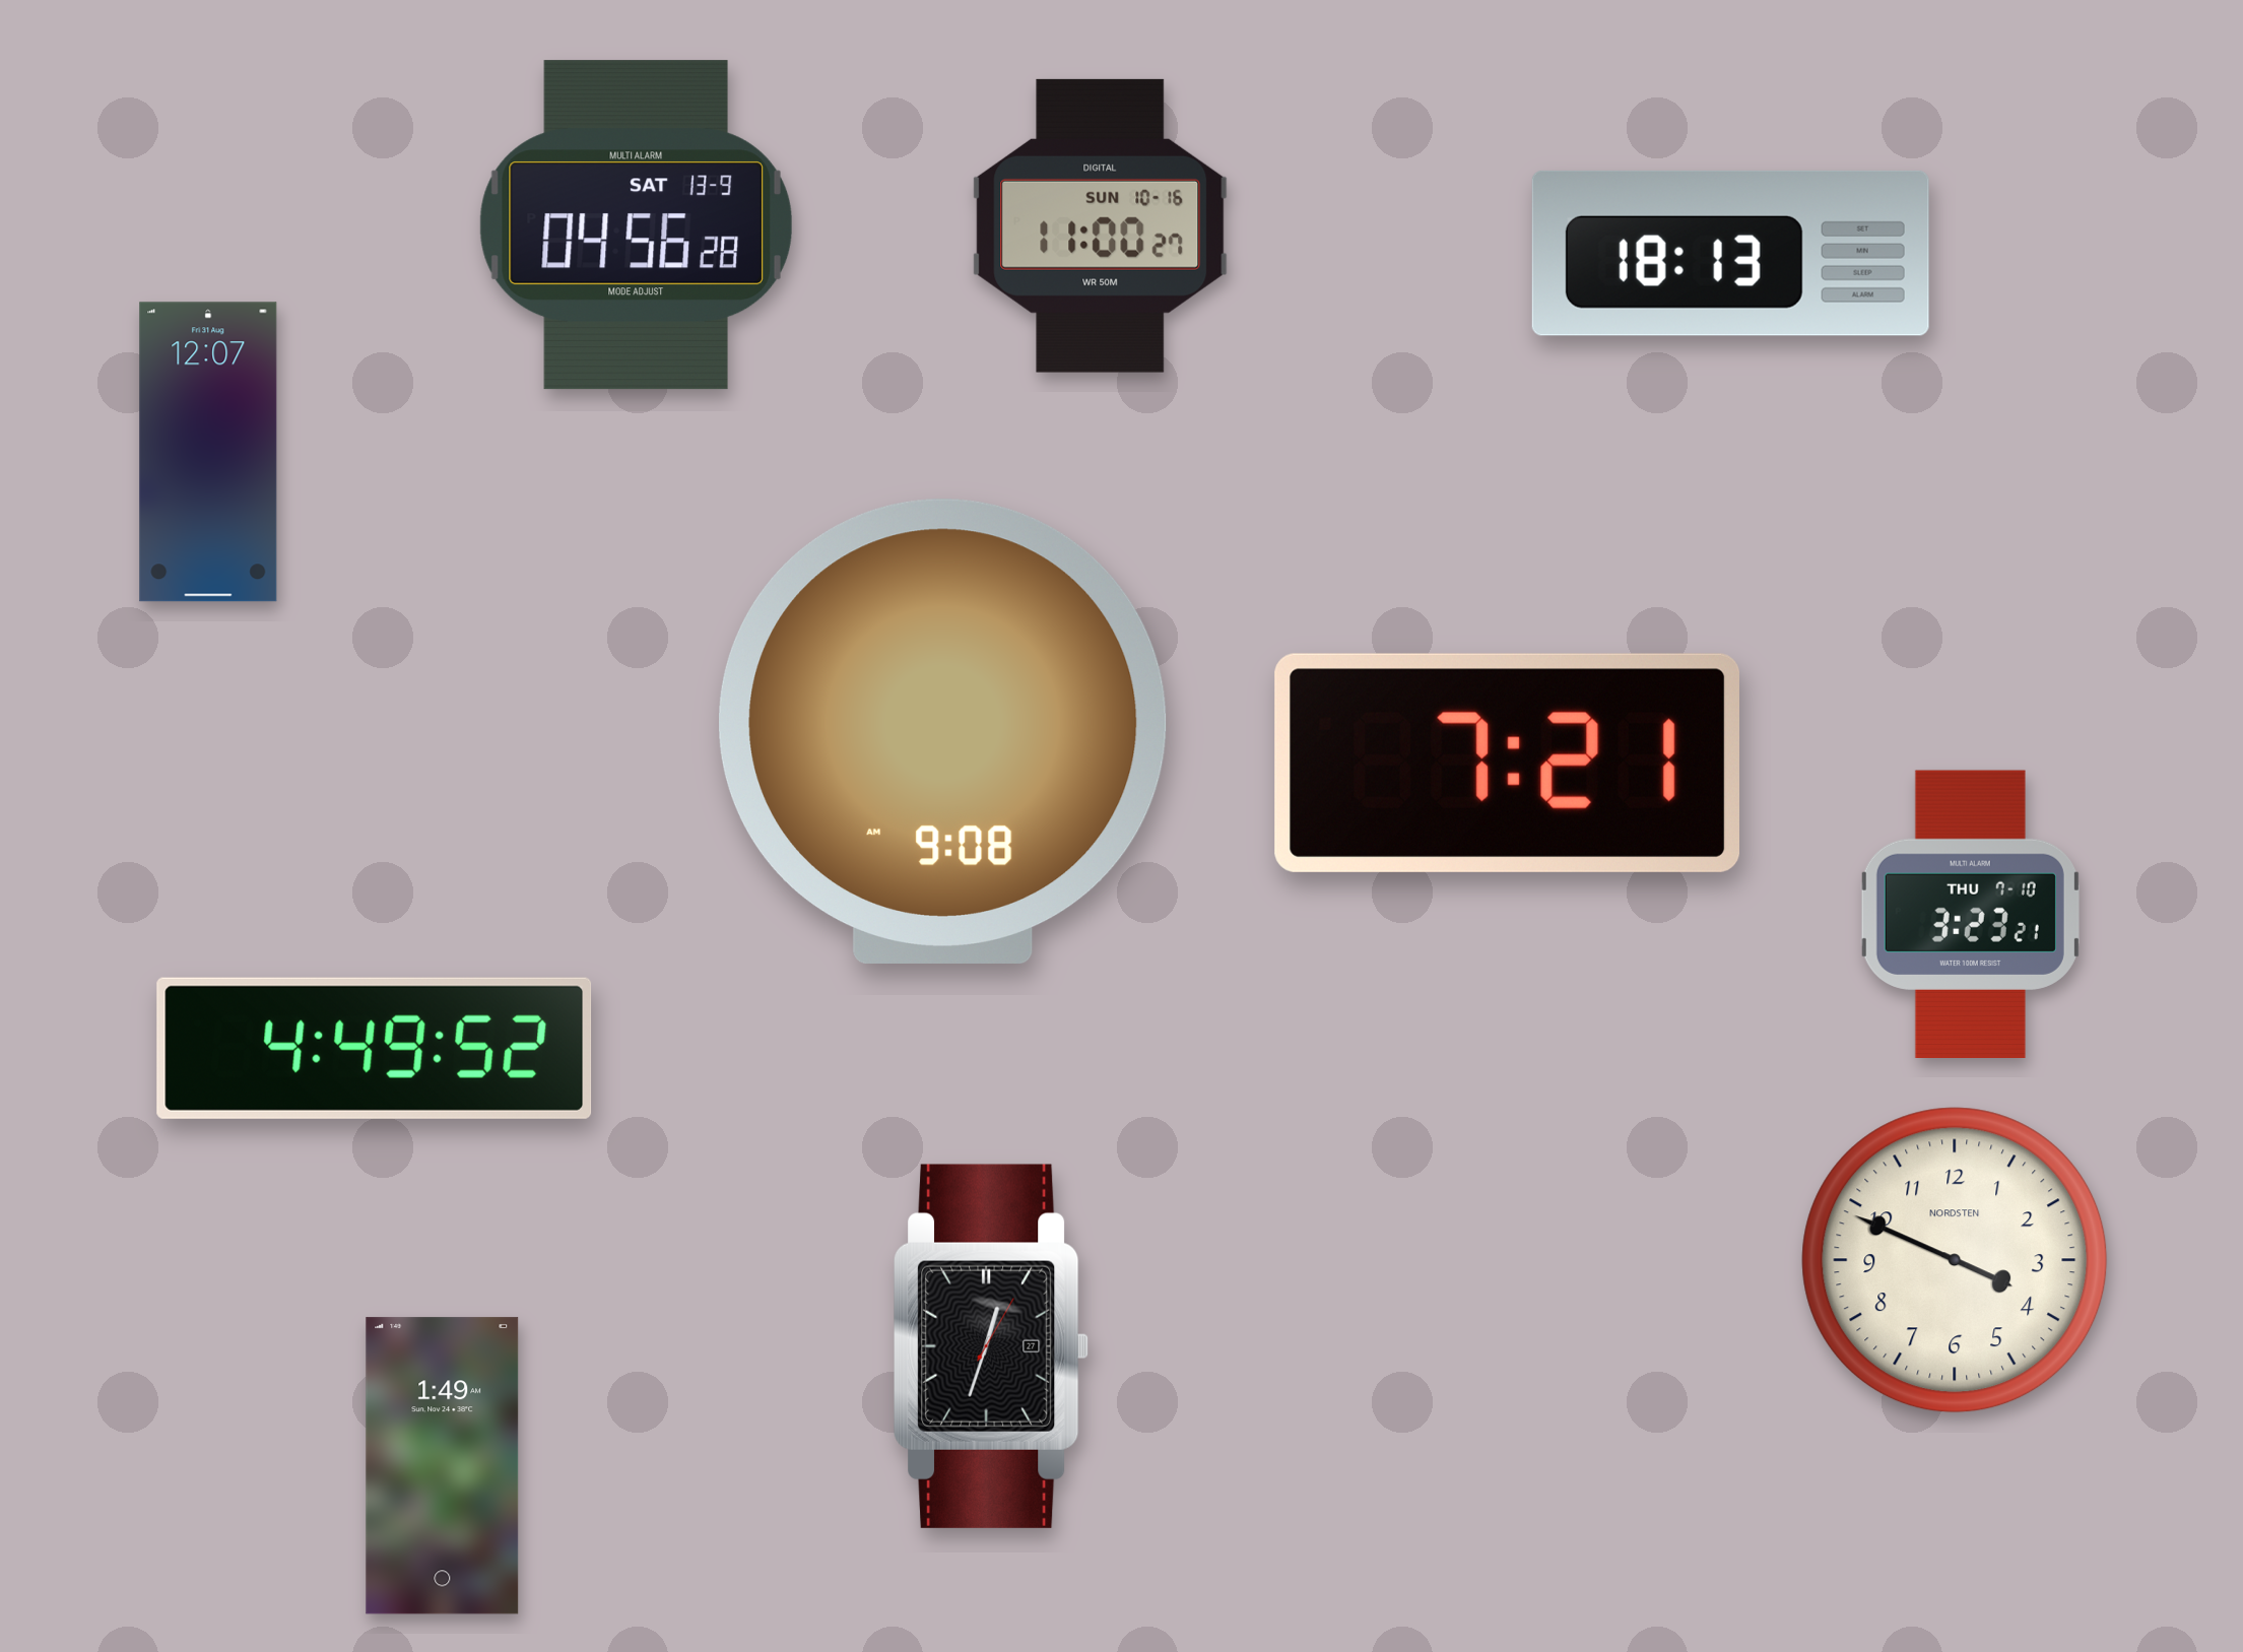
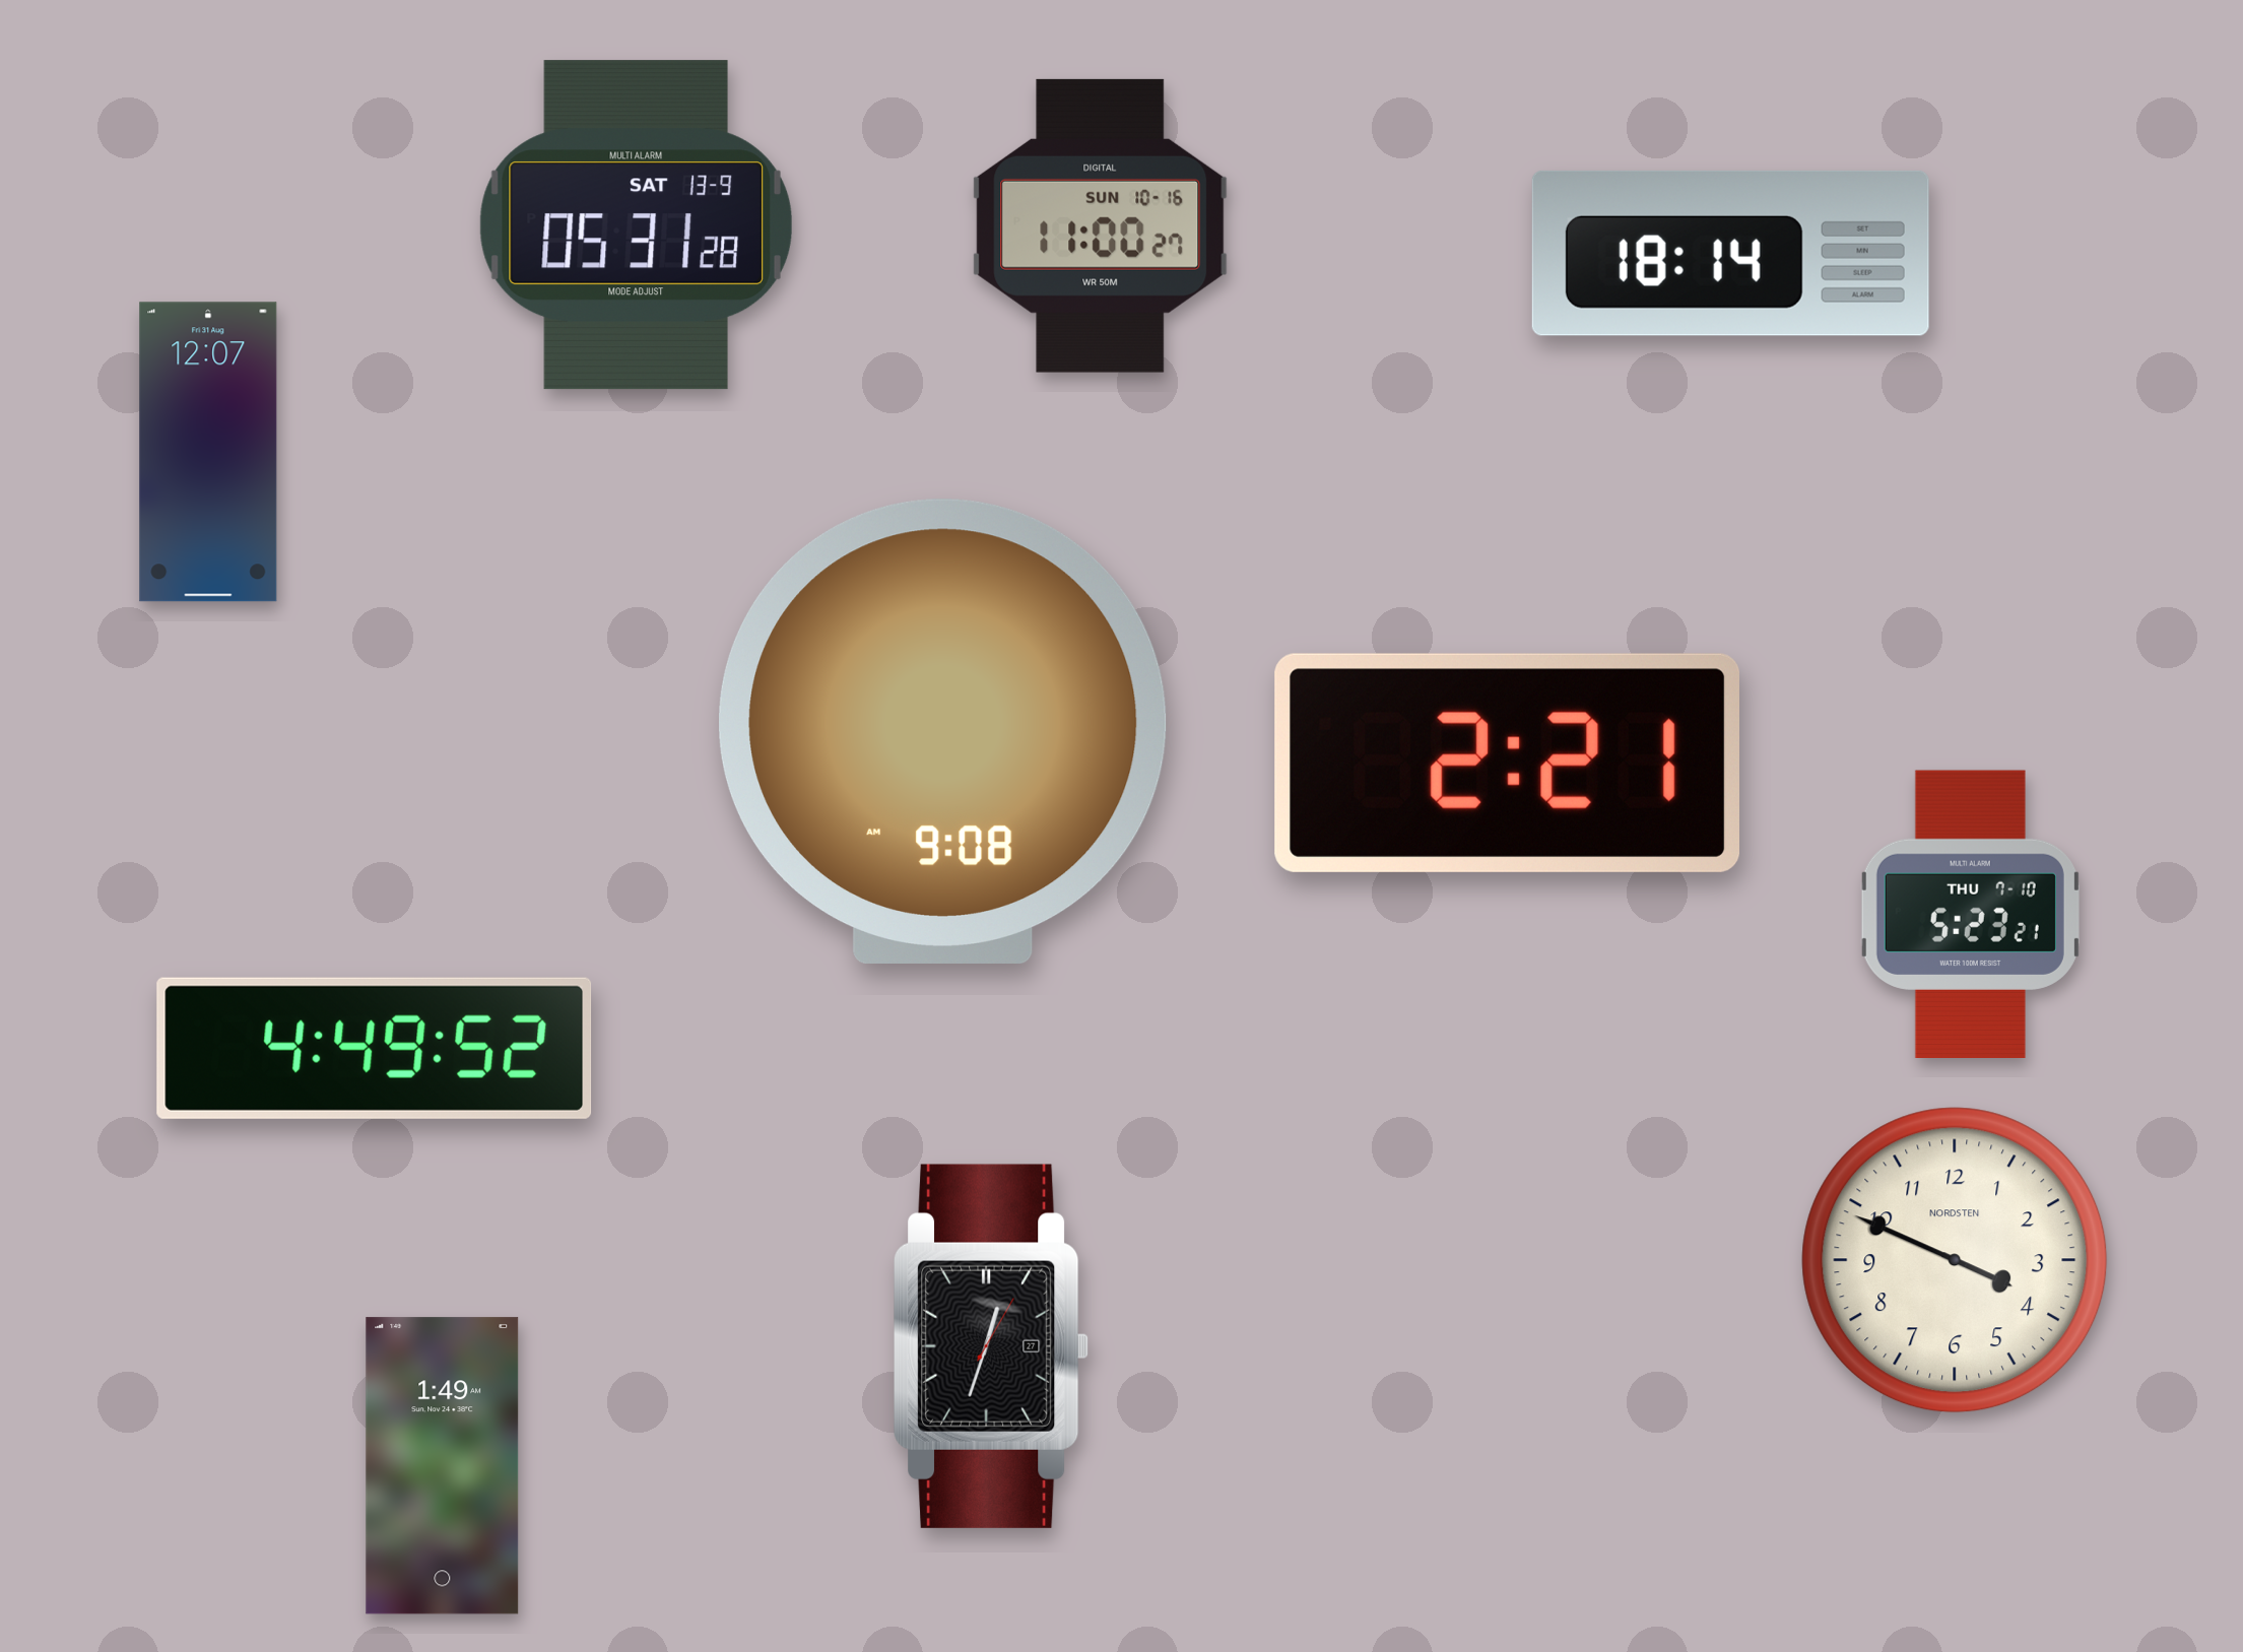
clock at (636, 225): 04:56 -> 05:31
clock at (1730, 253): 18:13 -> 18:14
clock at (1507, 763): 7:21 -> 2:21
clock at (1970, 914): 3:23 -> 5:23
